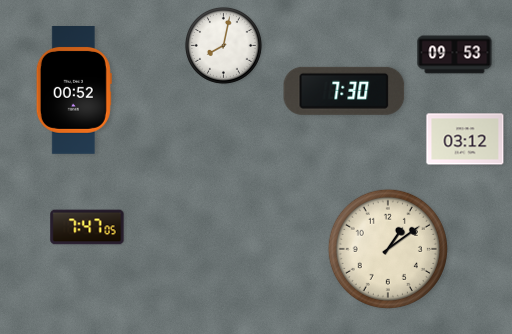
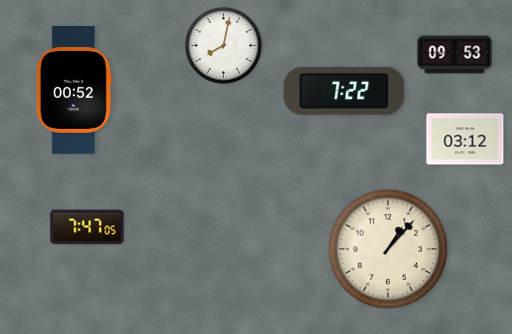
clock at (344, 91): 7:30 -> 7:22
clock at (388, 249): 1:09 -> 1:07
